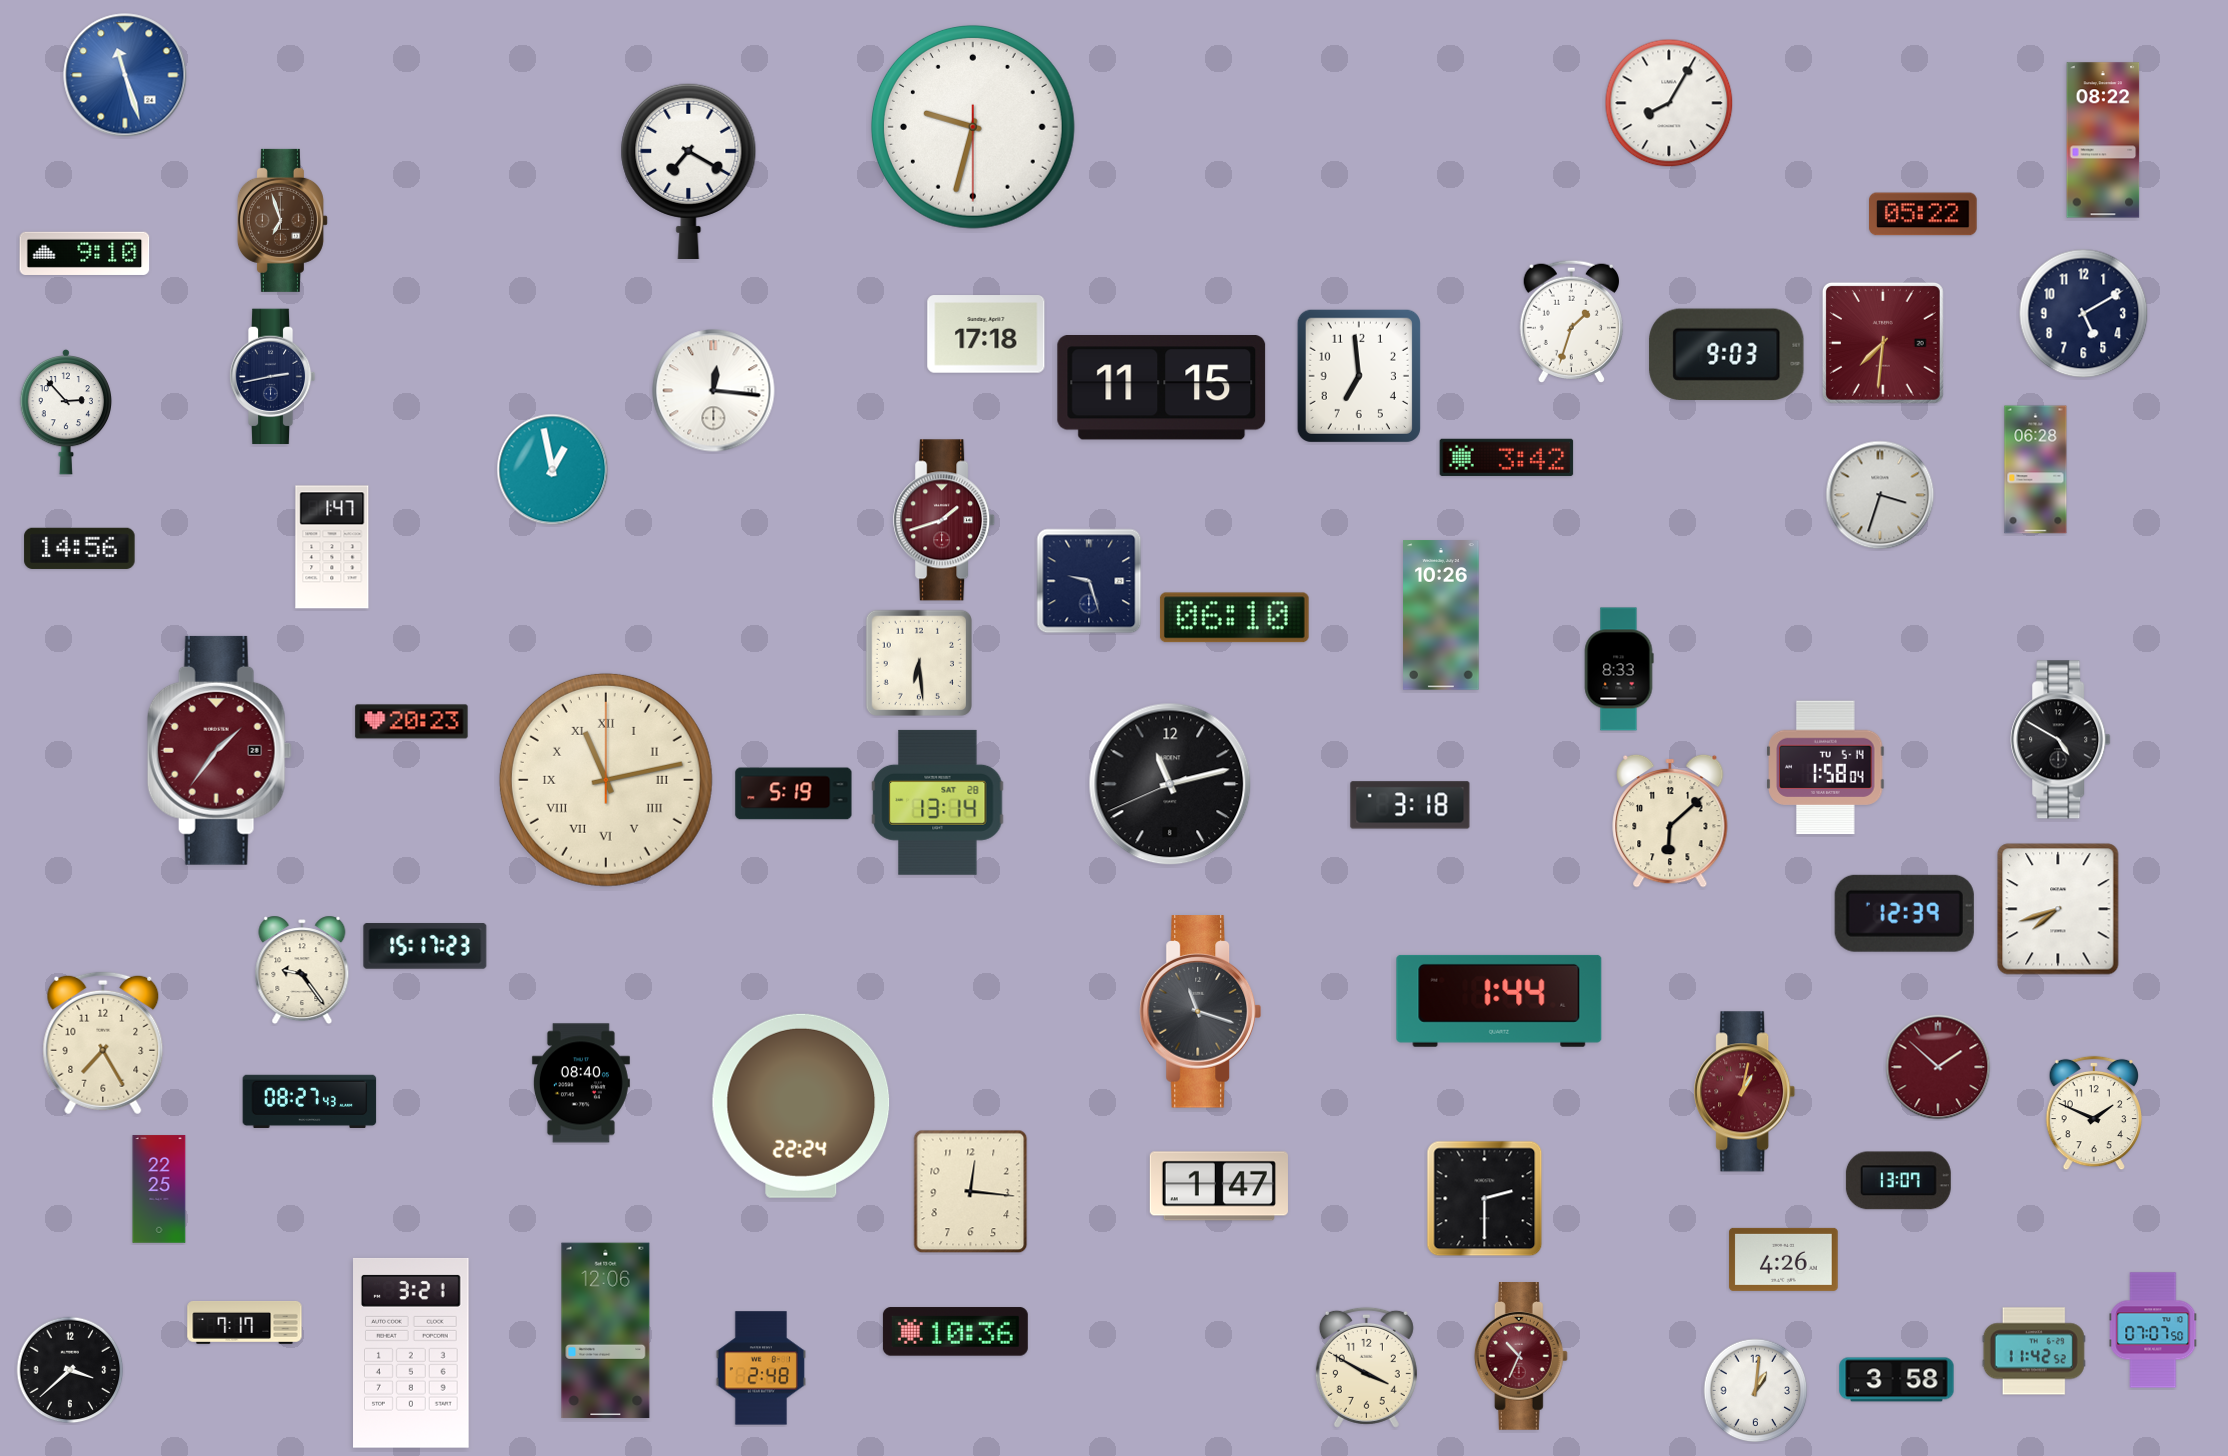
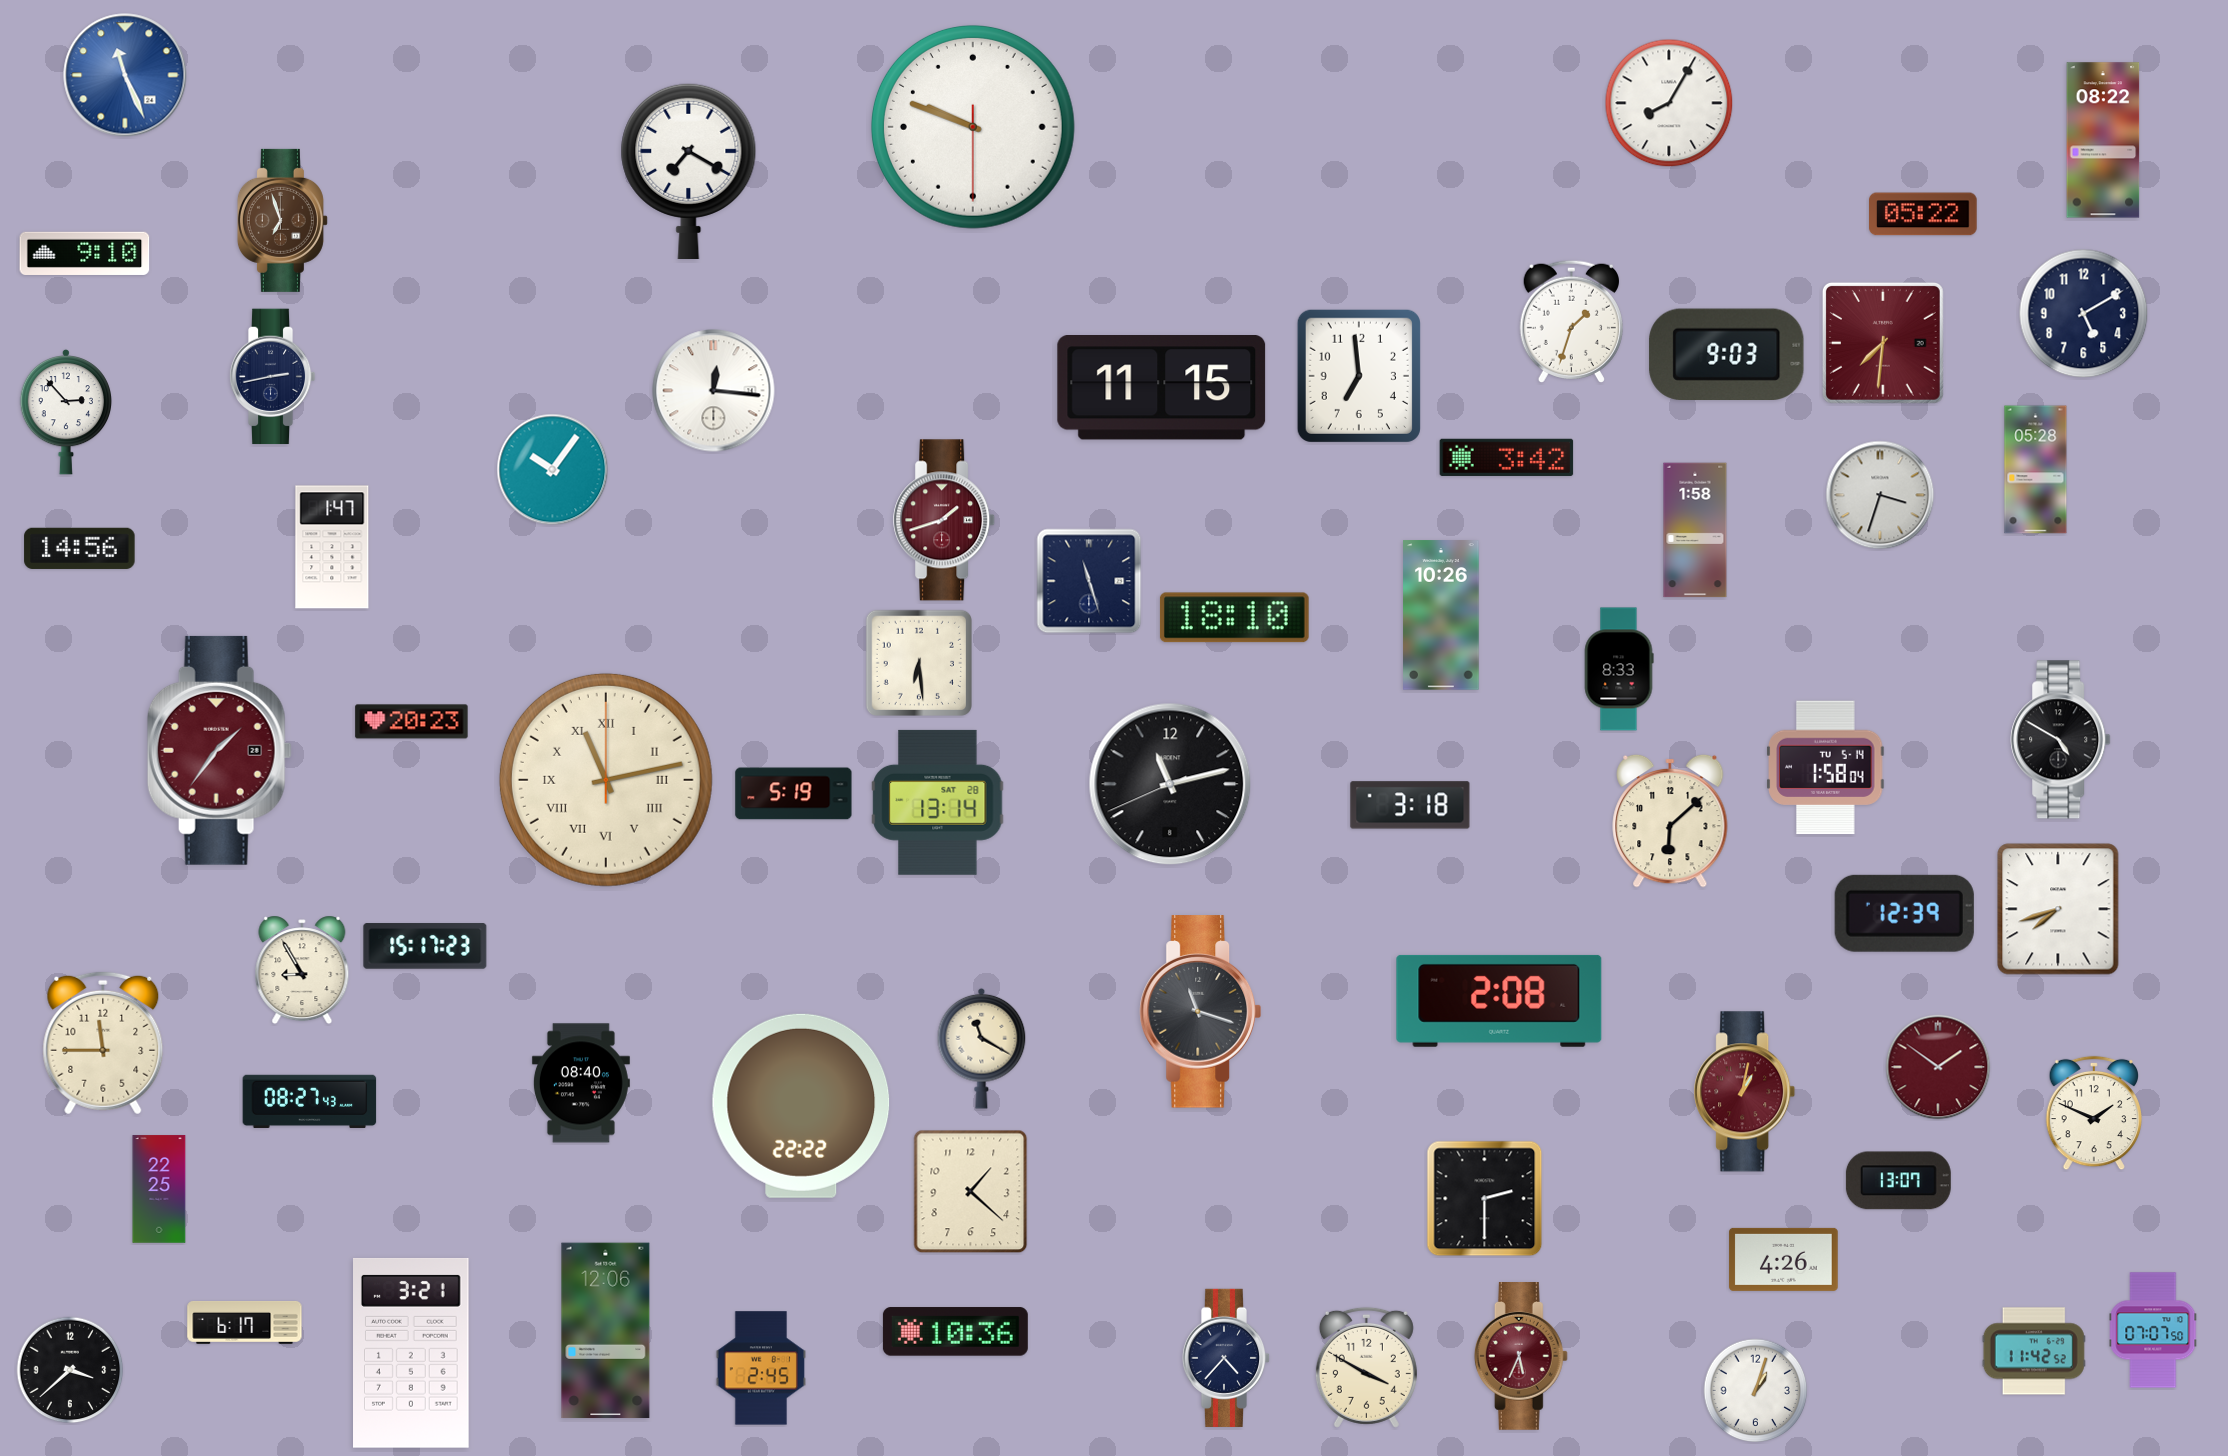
clock at (125, 75): 11:27 -> 11:26
clock at (973, 127): 9:32 -> 9:48
clock at (986, 334): 17:18 -> none
clock at (553, 470): 12:58 -> 10:06
clock at (2036, 470): 06:28 -> 05:28
clock at (1695, 530): none -> 1:58
clock at (1089, 581): 9:27 -> 11:27
clock at (1234, 618): 06:10 -> 18:10
clock at (302, 970): 9:24 -> 8:55
clock at (1499, 1001): 1:44 -> 2:08
clock at (103, 1043): 7:25 -> 11:45
clock at (982, 1048): none -> 11:20
clock at (1938, 1067): 1:52 -> 1:51
clock at (801, 1106): 22:24 -> 22:22
clock at (1219, 1186): 1:47 -> none
clock at (971, 1192): 12:16 -> 1:22
clock at (245, 1322): 7:17 -> 6:17
clock at (1521, 1357): 10:34 -> 5:34
clock at (1226, 1358): none -> 4:37
clock at (761, 1368): 2:48 -> 2:45
clock at (1897, 1380): 3:58 -> none
clock at (1756, 1391): 1:01 -> 1:03
